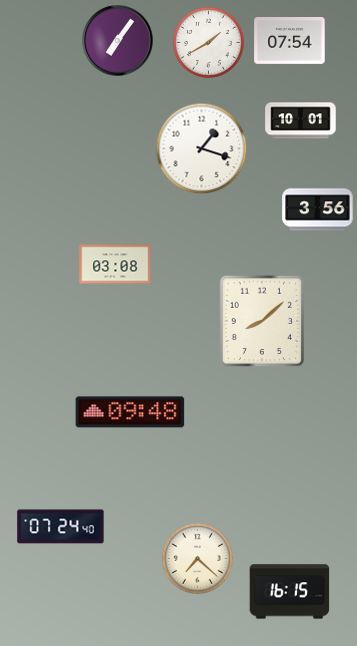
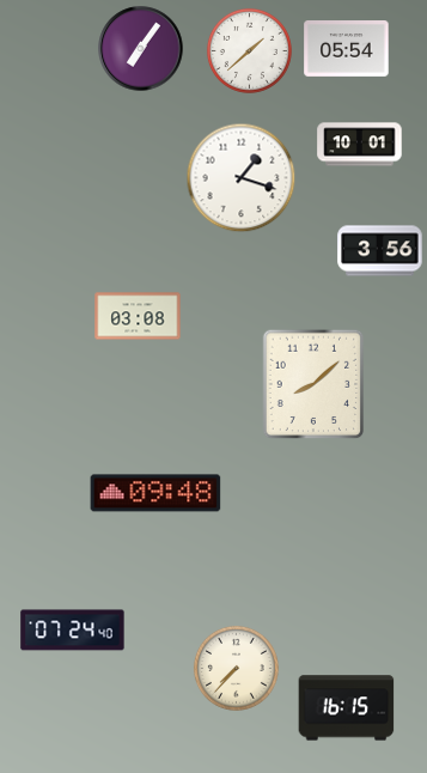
clock at (290, 41): 07:54 -> 05:54
clock at (208, 42): 1:40 -> 1:38
clock at (197, 558): 7:22 -> 7:37
